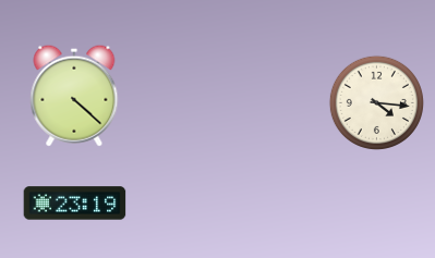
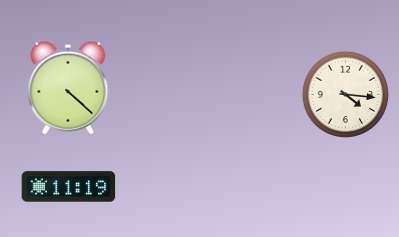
clock at (75, 204): 23:19 -> 11:19
